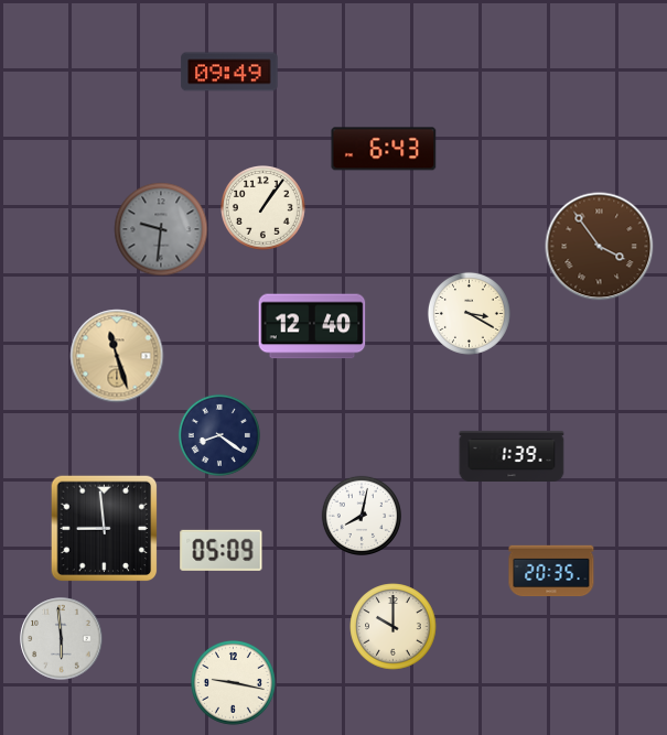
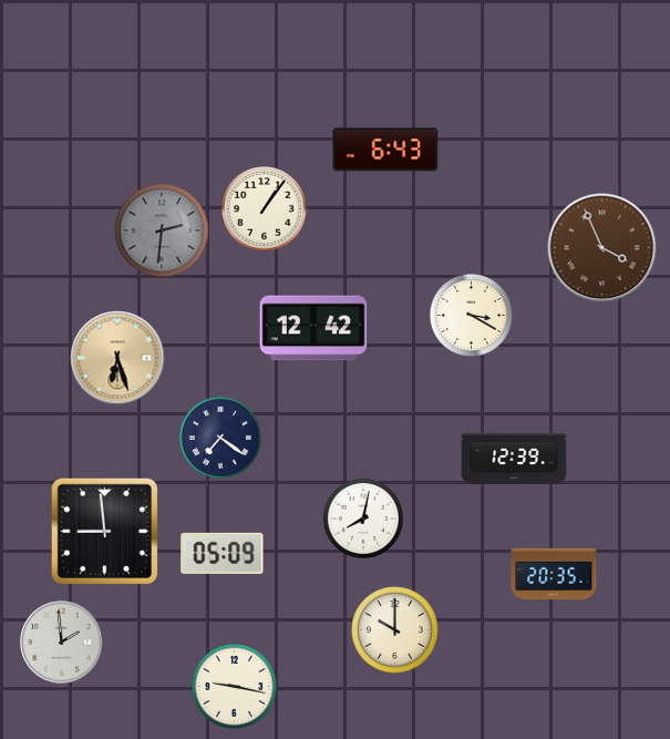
clock at (229, 72): 09:49 -> none
clock at (161, 229): 9:31 -> 2:31
clock at (600, 247): 3:54 -> 3:56
clock at (312, 326): 12:40 -> 12:42
clock at (117, 356): 11:27 -> 6:27
clock at (219, 435): 8:21 -> 7:21
clock at (512, 456): 1:39 -> 12:39
clock at (62, 639): 5:59 -> 1:59
